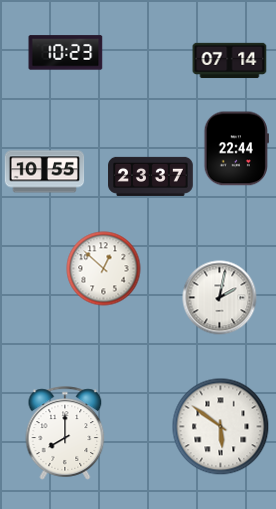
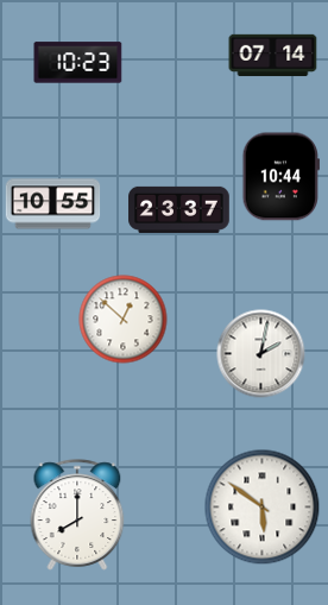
clock at (230, 61) position: (230, 61) -> (273, 56)
clock at (236, 149): 22:44 -> 10:44
